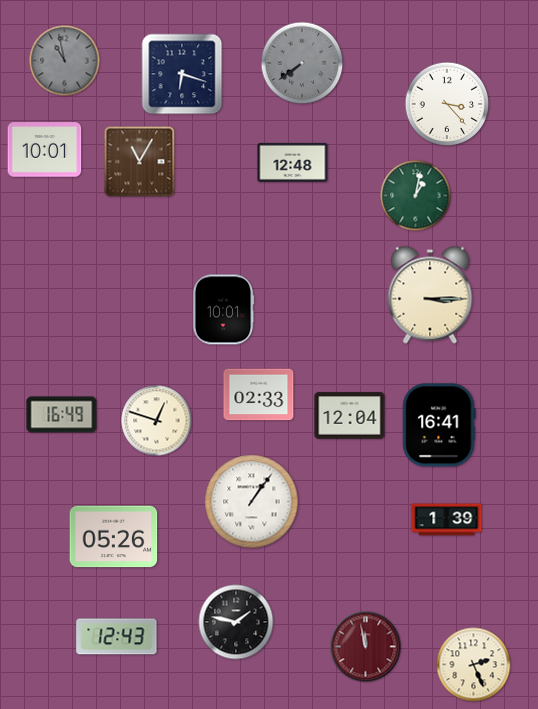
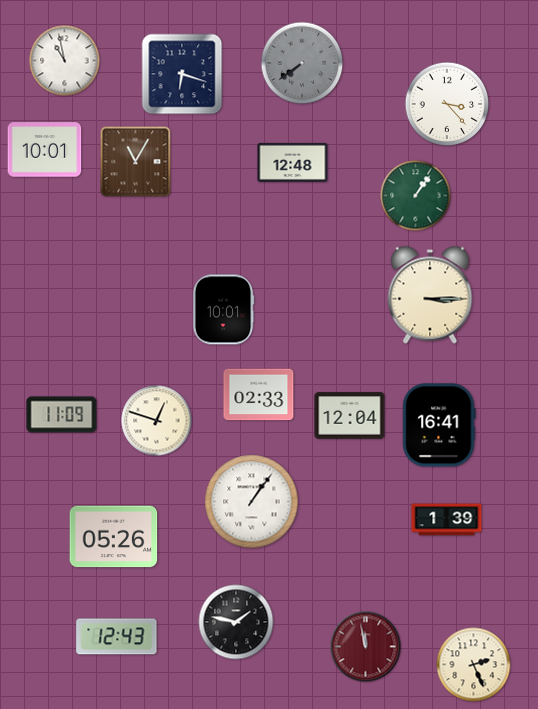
clock at (65, 61) dial: grey -> white
clock at (140, 162) position: (140, 162) -> (136, 162)
clock at (416, 196): 1:02 -> 1:06
clock at (62, 415): 16:49 -> 11:09
